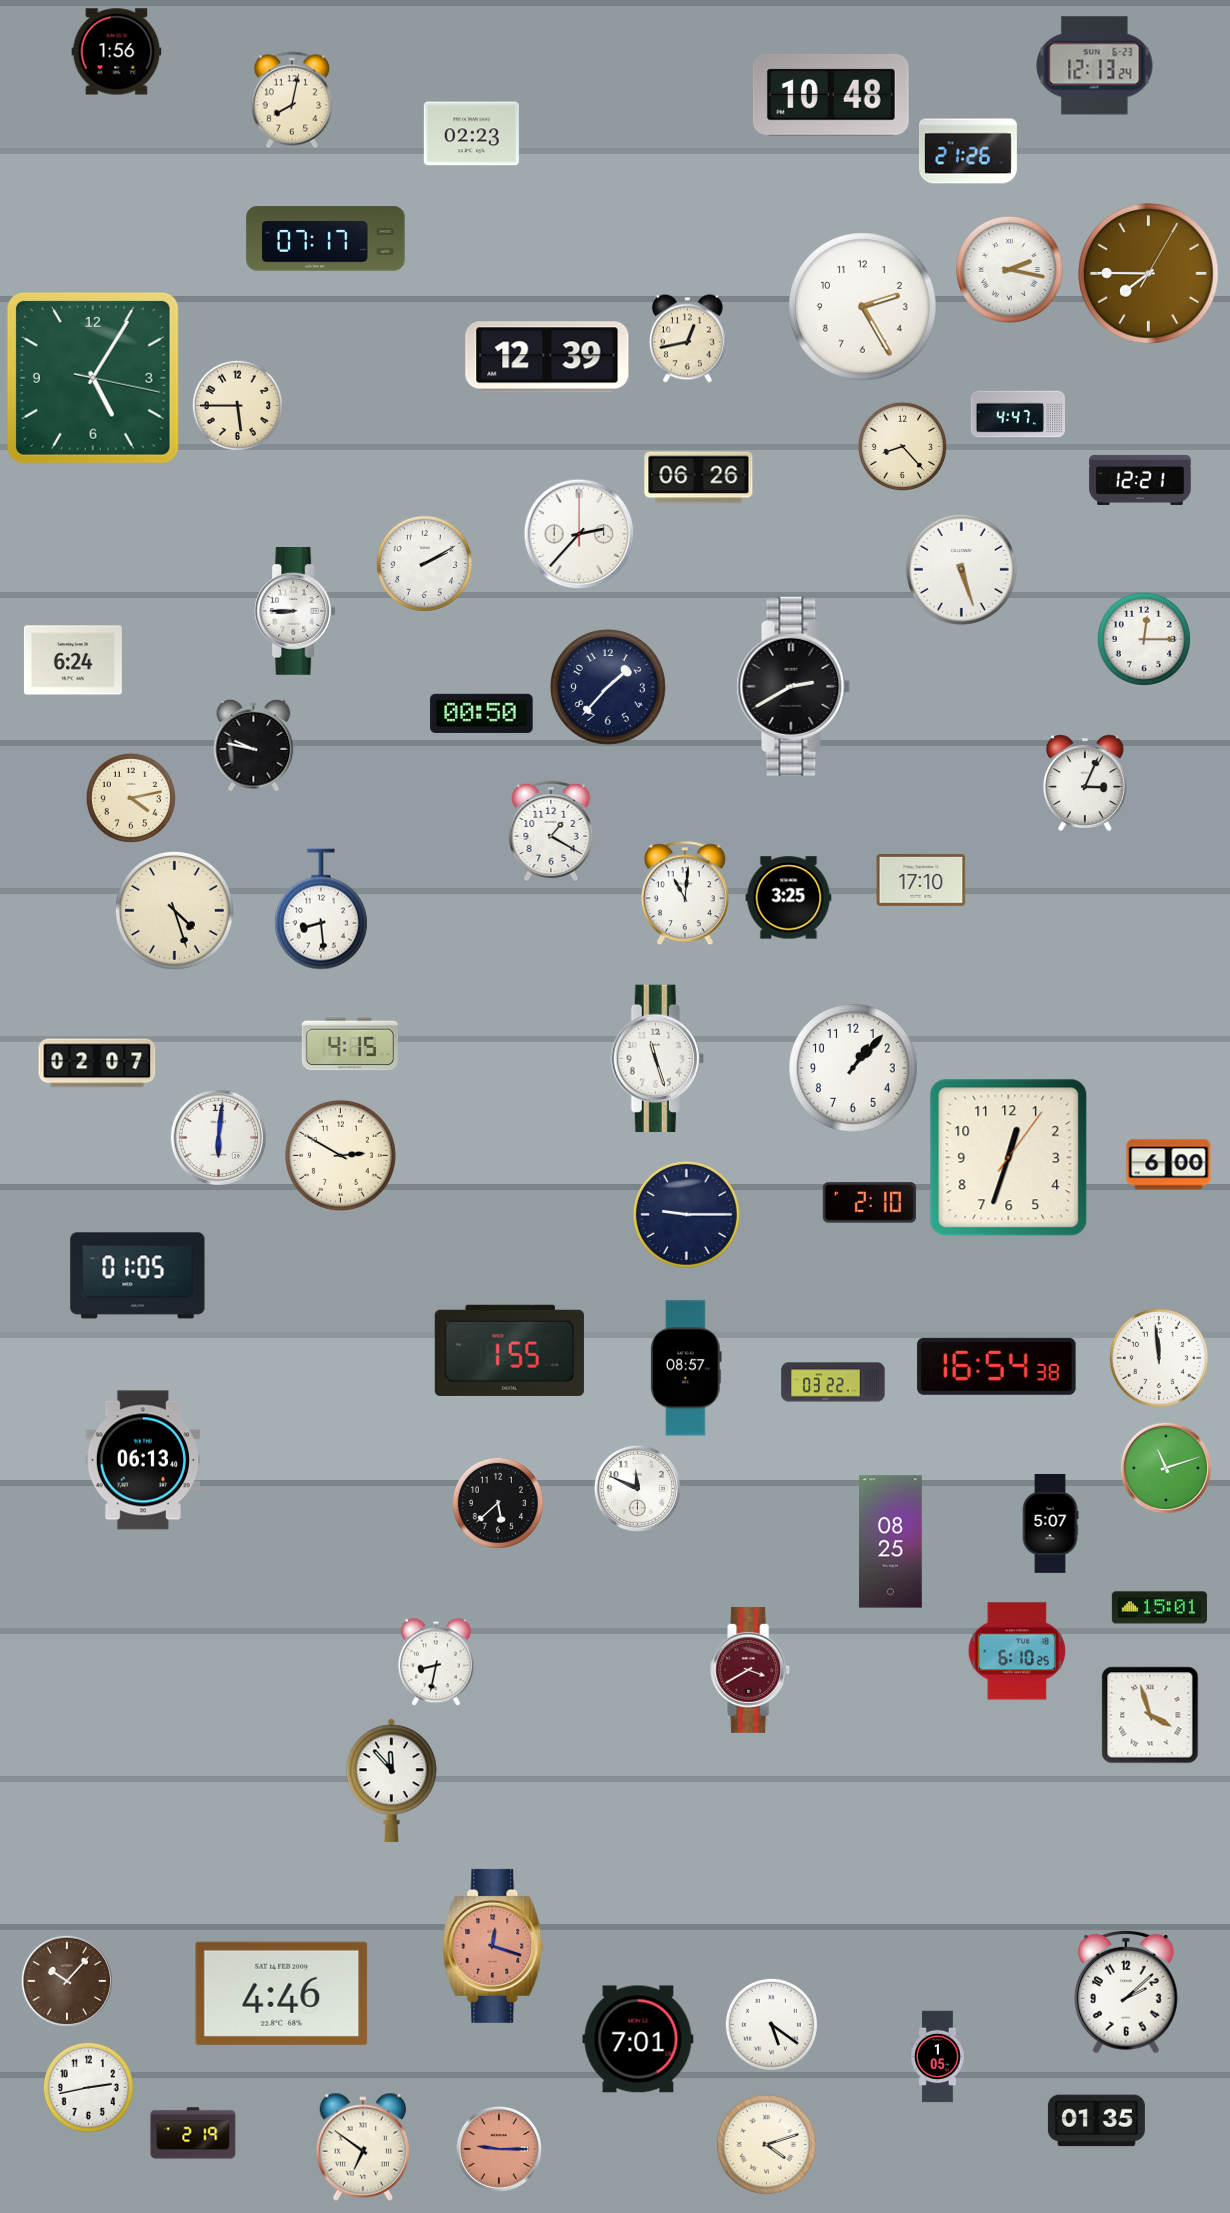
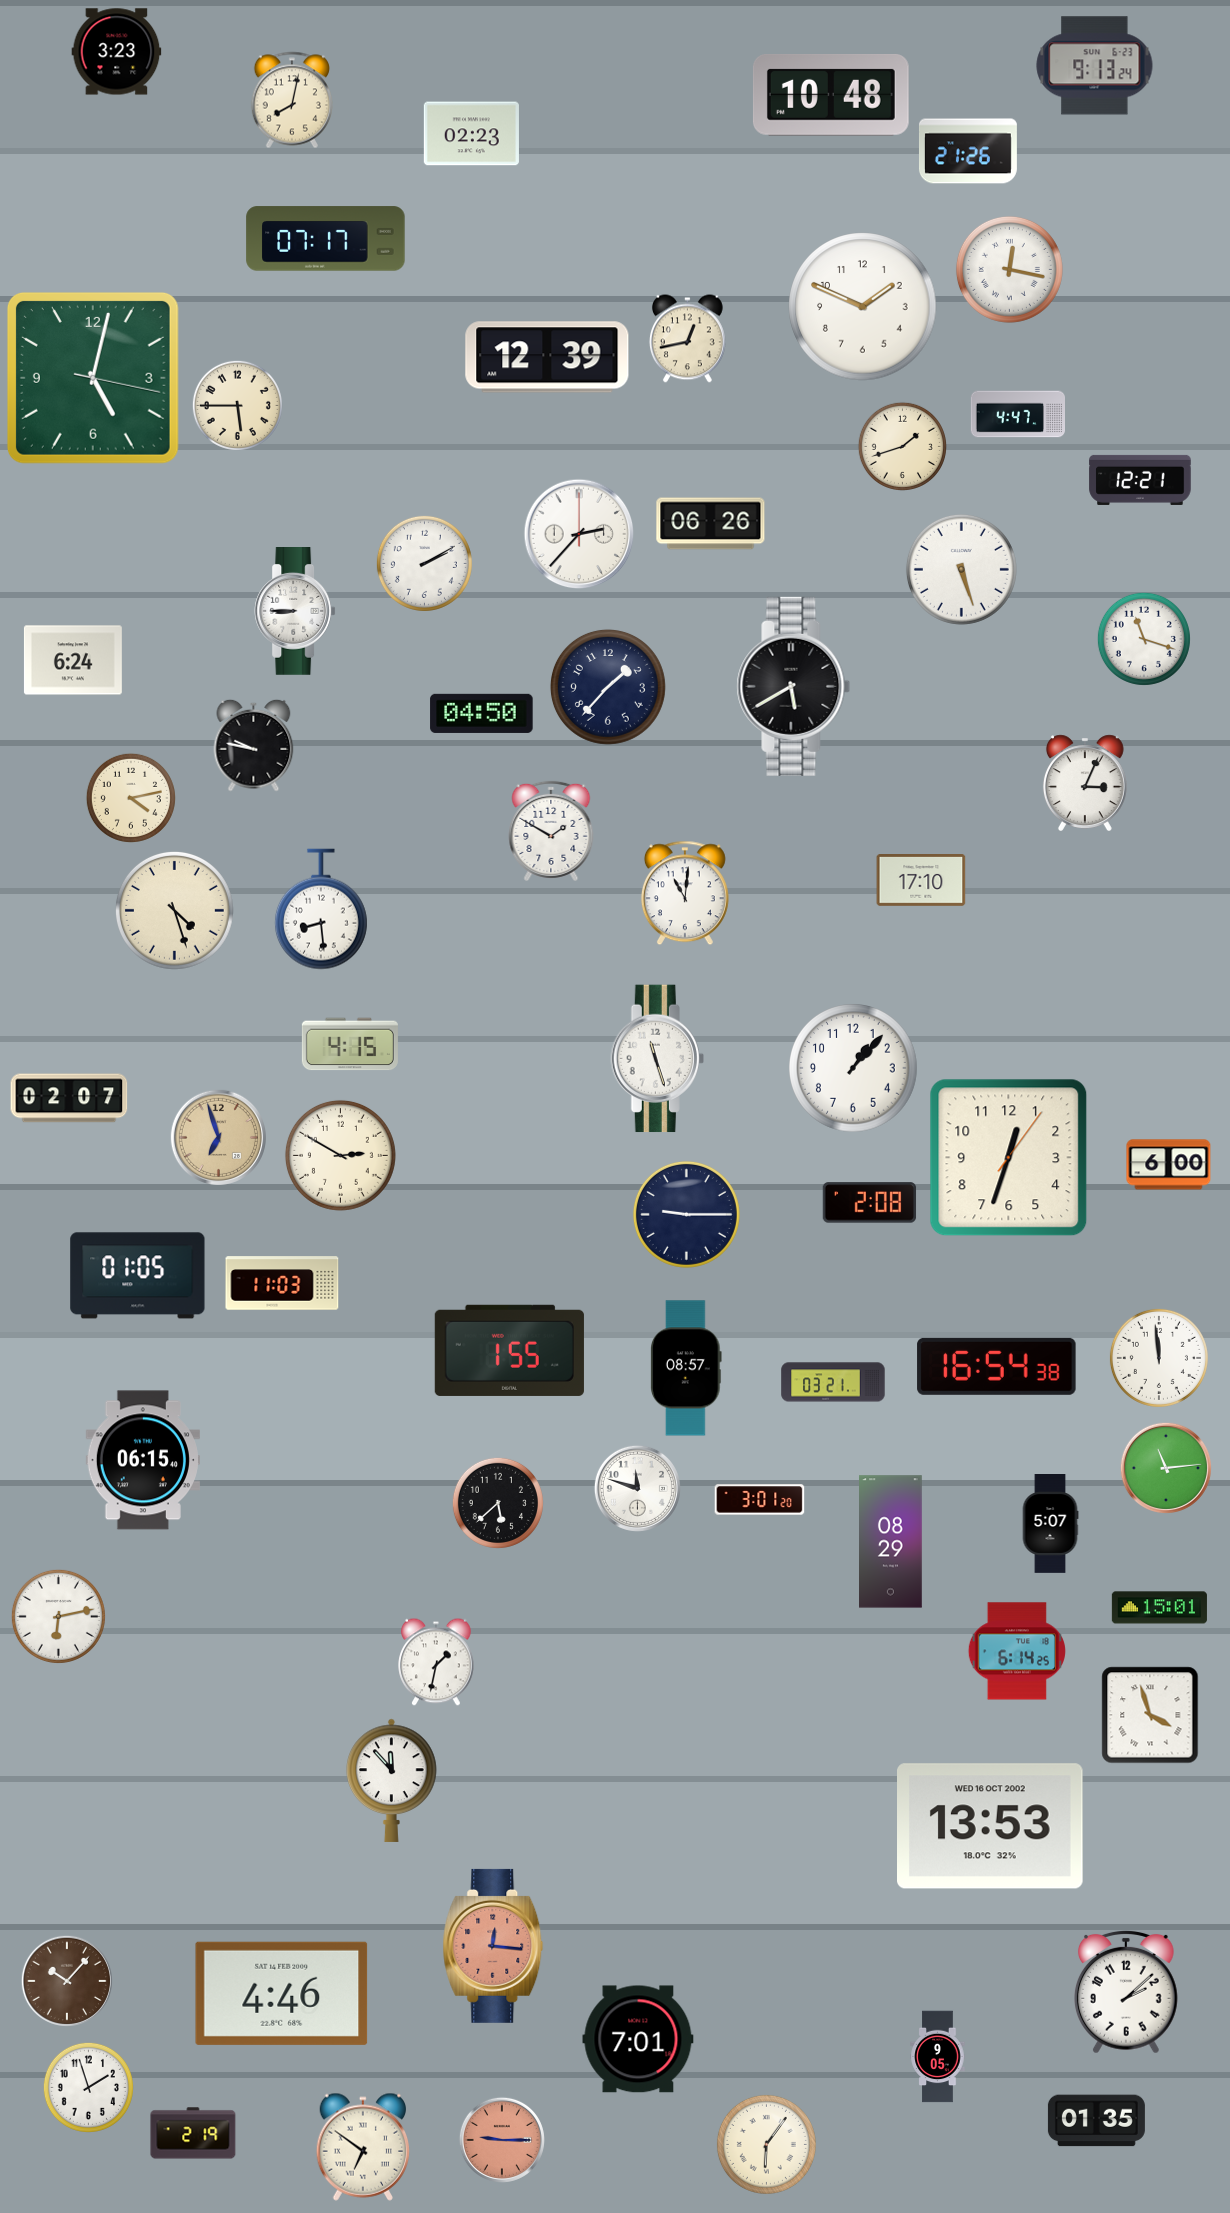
clock at (117, 52): 1:56 -> 3:23
clock at (1095, 66): 12:13 -> 9:13
clock at (1009, 269): 2:17 -> 12:17
clock at (1149, 274): 7:45 -> none
clock at (863, 307): 2:25 -> 1:49
clock at (93, 378): 5:05 -> 5:02
clock at (902, 446): 8:23 -> 1:42
clock at (699, 478) position: (699, 478) -> (711, 524)
clock at (1144, 639): 12:15 -> 11:18
clock at (794, 686): 2:40 -> 5:40
clock at (482, 713): 00:50 -> 04:50
clock at (551, 831): 1:20 -> 1:50
clock at (789, 898): 3:25 -> none
clock at (97, 1063) position: (97, 1063) -> (69, 1098)
clock at (218, 1137): 6:01 -> 6:57
clock at (218, 1137) dial: white -> champagne
clock at (870, 1203): 2:10 -> 2:08
clock at (282, 1283): none -> 11:03
clock at (833, 1382): 03:22 -> 03:21
clock at (143, 1460): 06:13 -> 06:15
clock at (1166, 1468): 11:12 -> 11:14
clock at (637, 1488): 11:49 -> 11:48
clock at (760, 1500): none -> 3:01
clock at (891, 1542): 08:25 -> 08:29
clock at (58, 1616): none -> 6:13
clock at (1017, 1651): 6:10 -> 6:14
clock at (436, 1662): 8:32 -> 1:32
clock at (751, 1670): 3:40 -> none
clock at (991, 1826): none -> 13:53
clock at (493, 1946): 12:18 -> 12:16
clock at (771, 2024): 5:21 -> none
clock at (938, 2057): 1:05 -> 9:05
clock at (88, 2087): 2:43 -> 1:57
clock at (766, 2144): 4:12 -> 6:06
clock at (499, 2149) position: (499, 2149) -> (502, 2140)
